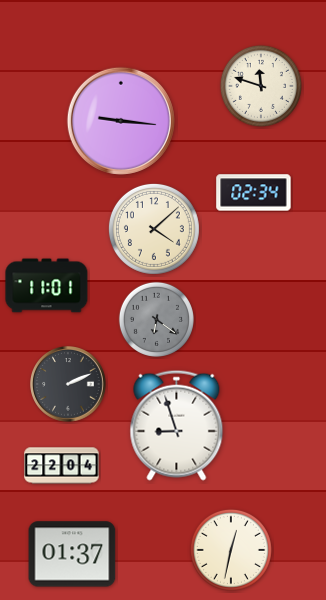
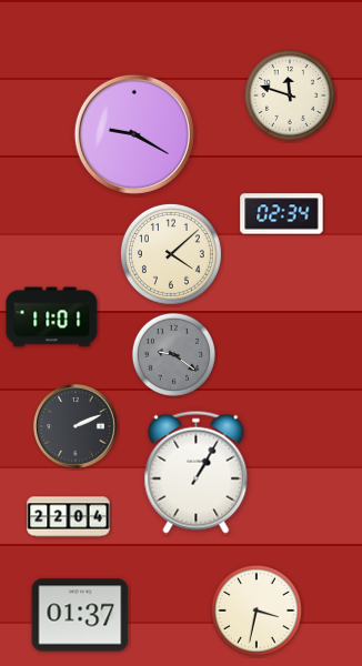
clock at (121, 121): 9:16 -> 9:20
clock at (156, 319): 6:21 -> 9:21
clock at (177, 425): 8:57 -> 1:05
clock at (231, 550): 12:32 -> 3:32
